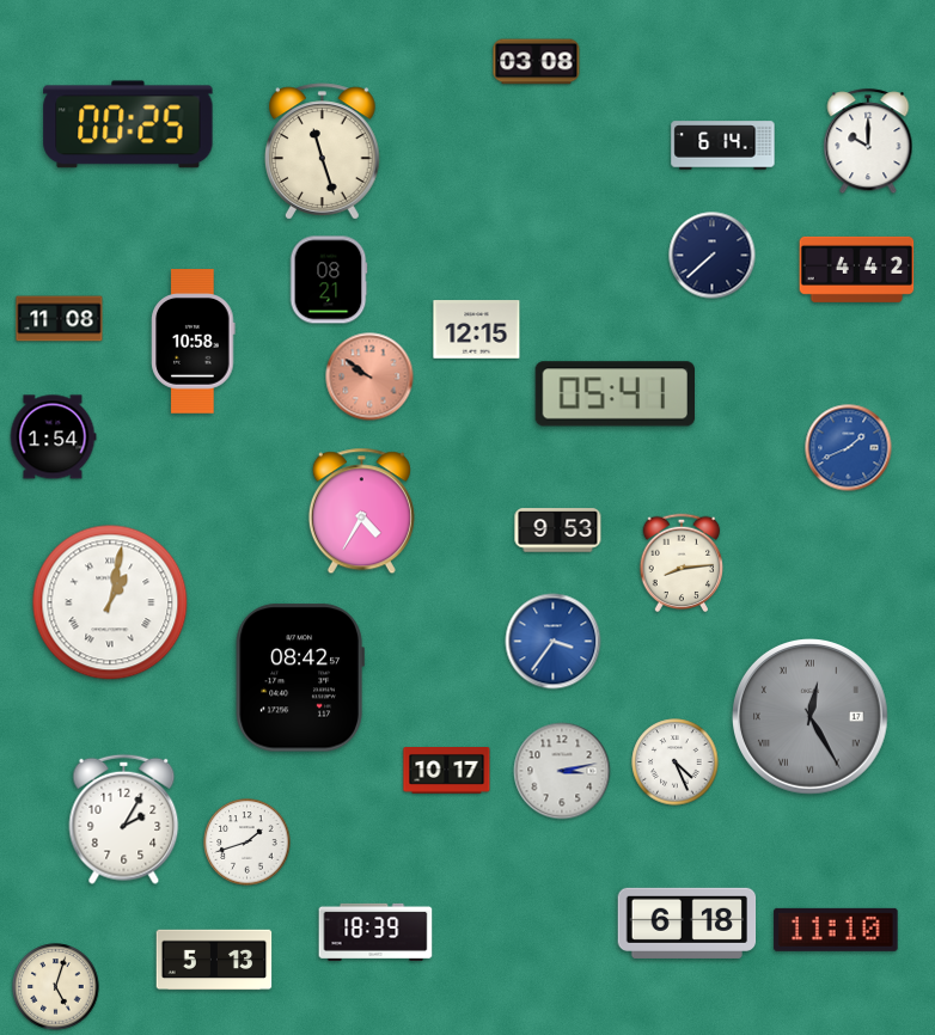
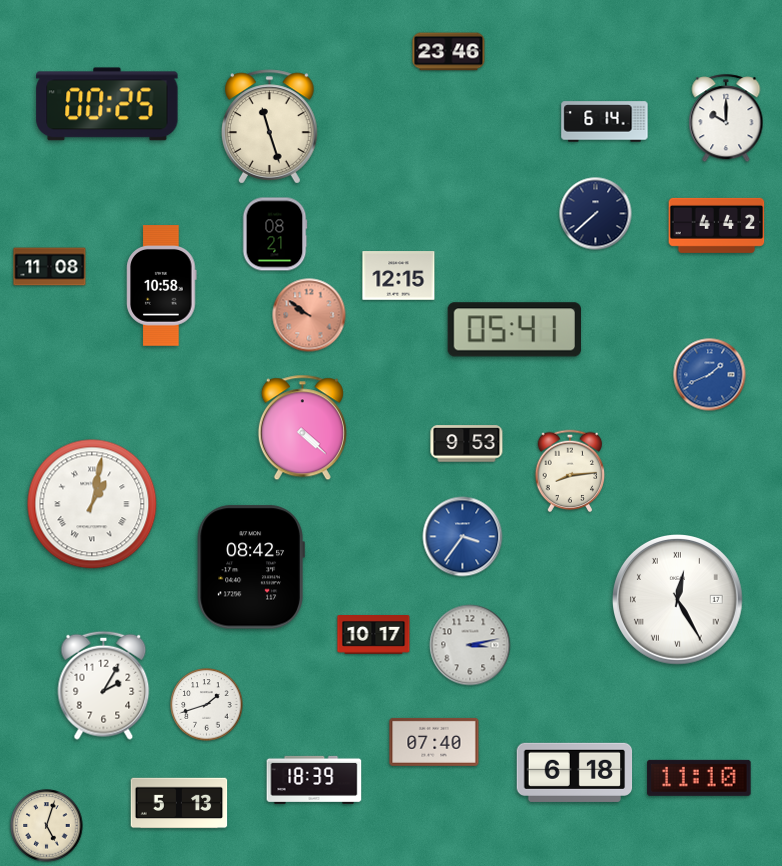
clock at (537, 62): 03:08 -> 23:46
clock at (53, 437): 1:54 -> none
clock at (361, 512): 4:35 -> 4:22
clock at (811, 717) dial: grey -> white
clock at (676, 763): 4:26 -> none
clock at (447, 771) position: (447, 771) -> (374, 635)
clock at (434, 742): none -> 07:40
